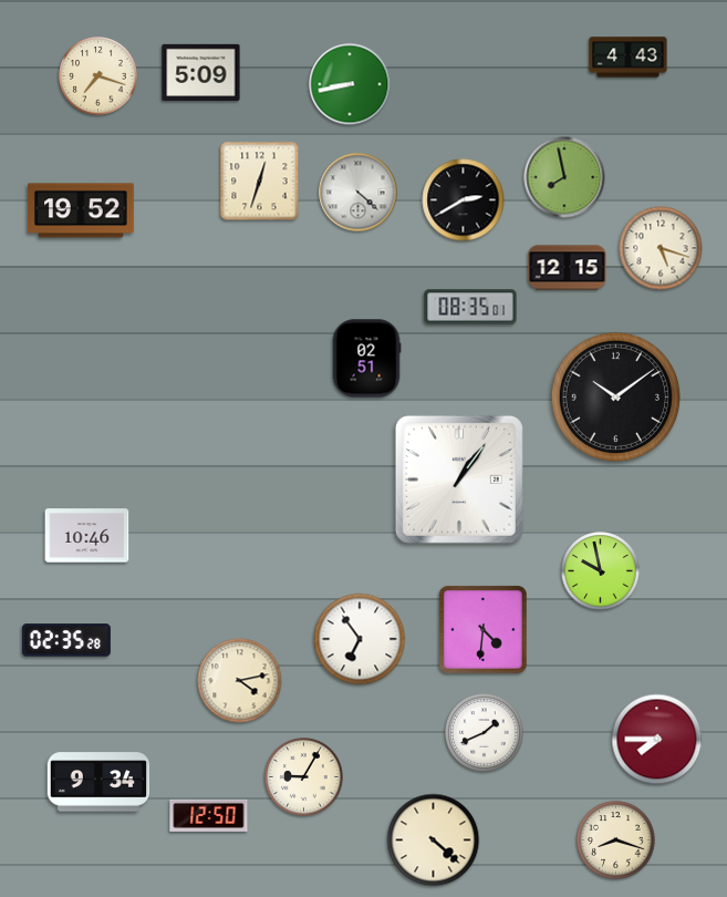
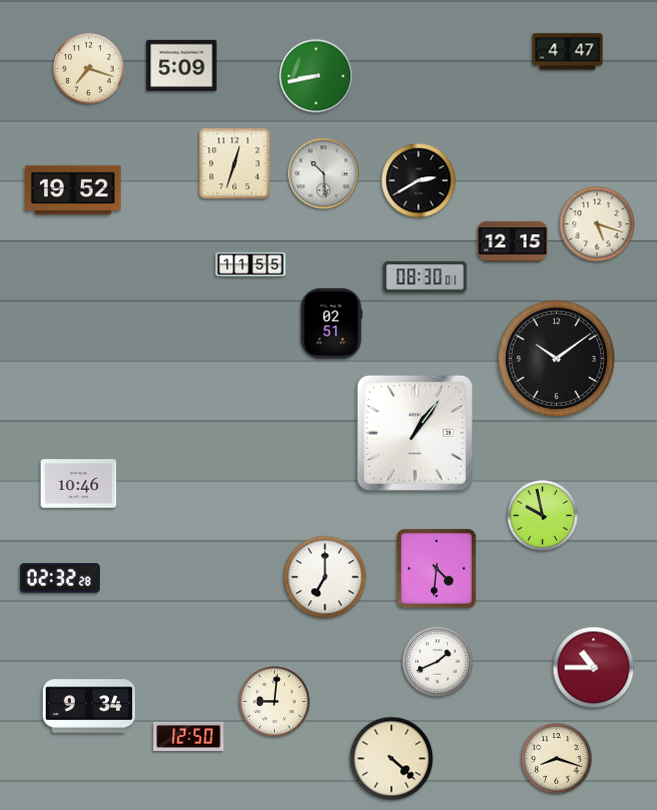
clock at (629, 58): 4:43 -> 4:47
clock at (564, 177): 7:58 -> none
clock at (359, 193): 4:22 -> 10:29
clock at (251, 265): none -> 11:55
clock at (470, 307): 08:35 -> 08:30
clock at (360, 639): 6:54 -> 7:00
clock at (66, 640): 02:35 -> 02:32
clock at (240, 681): 4:13 -> none
clock at (657, 740): 7:45 -> 10:45
clock at (304, 777): 9:05 -> 9:01
